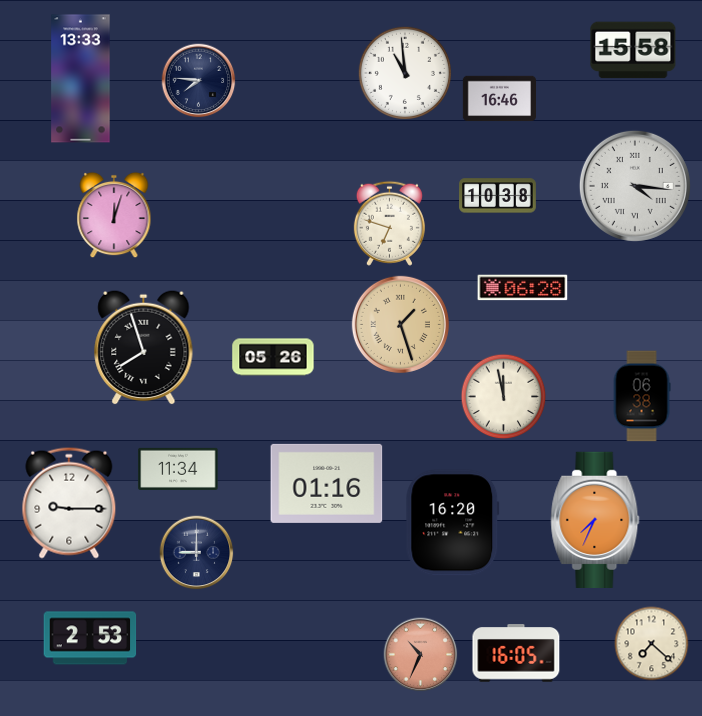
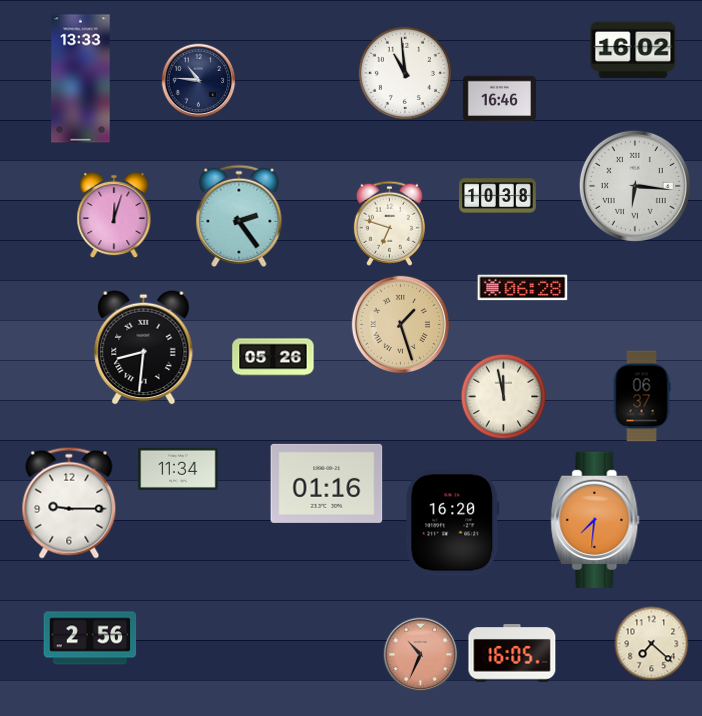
clock at (633, 50): 15:58 -> 16:02
clock at (199, 81): 7:46 -> 10:46
clock at (635, 186): 4:16 -> 6:16
clock at (239, 216): none -> 2:24
clock at (144, 347): 7:57 -> 8:31
clock at (642, 396): 06:38 -> 06:37
clock at (595, 519): 7:34 -> 7:31
clock at (197, 553): 9:00 -> none
clock at (90, 638): 2:53 -> 2:56
clock at (516, 653) position: (516, 653) -> (512, 653)
